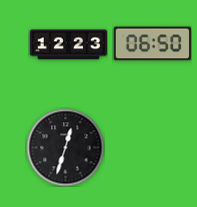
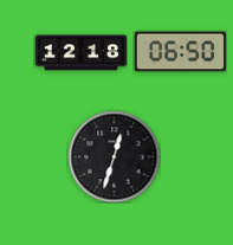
clock at (68, 45): 12:23 -> 12:18
clock at (65, 147) position: (65, 147) -> (114, 156)
